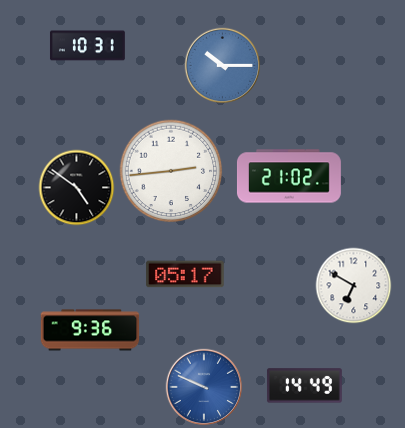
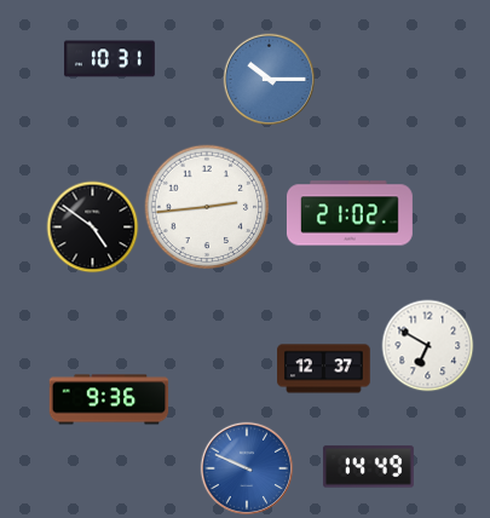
clock at (87, 46) position: (87, 46) -> (109, 59)
clock at (185, 274): 05:17 -> none
clock at (324, 369): none -> 12:37
